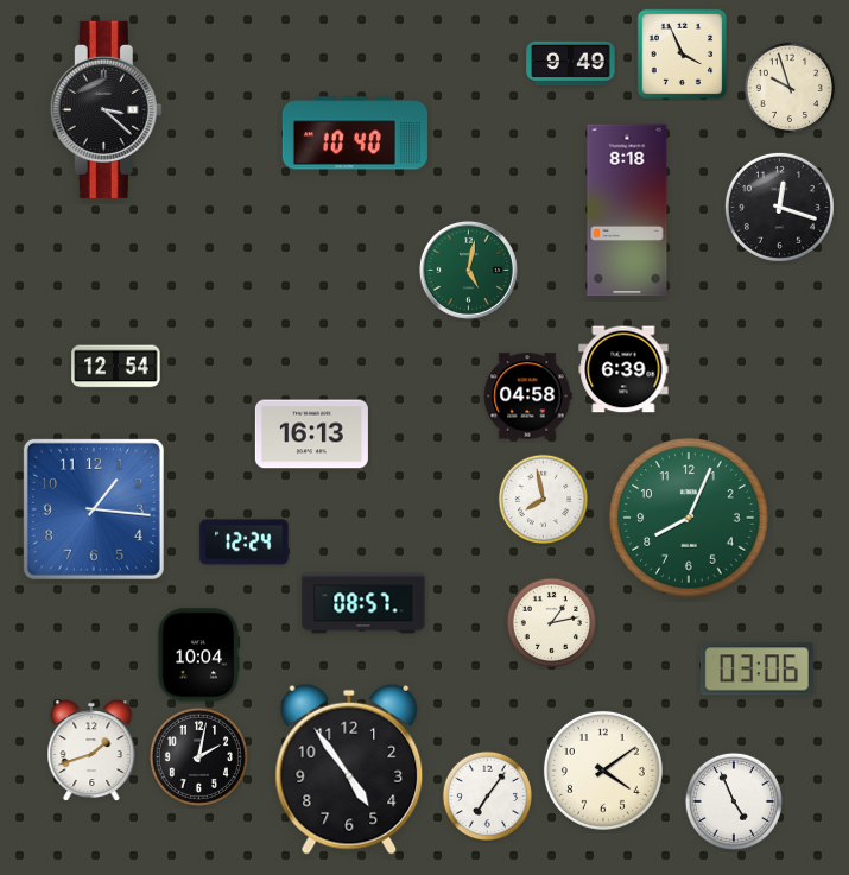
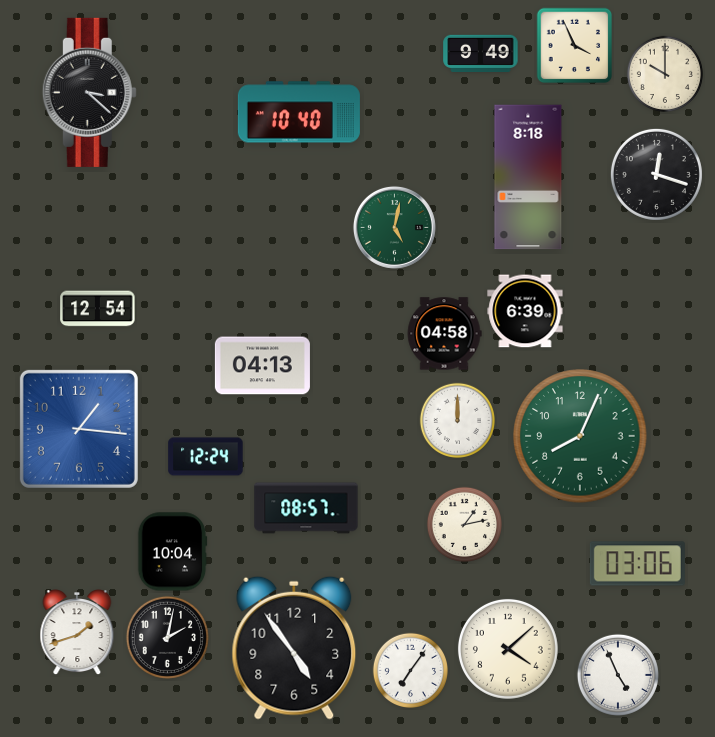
clock at (788, 87): 9:57 -> 10:00
clock at (311, 435): 16:13 -> 04:13
clock at (543, 499): 7:58 -> 12:00
clock at (198, 655) position: (198, 655) -> (172, 552)
clock at (603, 771): 4:09 -> 4:08
